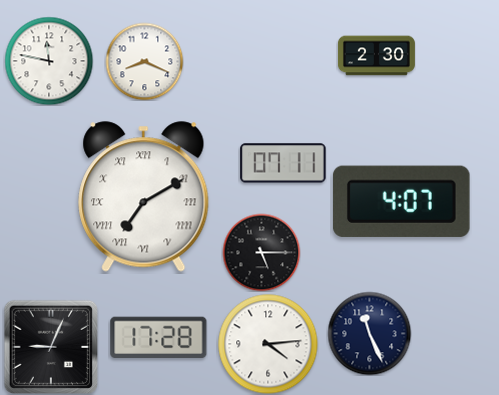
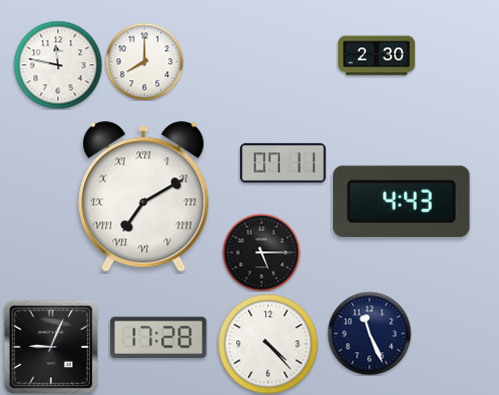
clock at (49, 61) position: (49, 61) -> (58, 65)
clock at (144, 61): 8:19 -> 8:00
clock at (401, 201): 4:07 -> 4:43
clock at (268, 344): 4:14 -> 4:23
